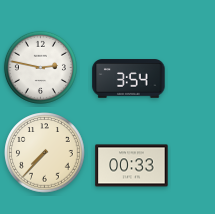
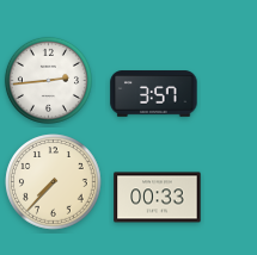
clock at (40, 67): 2:47 -> 2:44
clock at (129, 79): 3:54 -> 3:57
